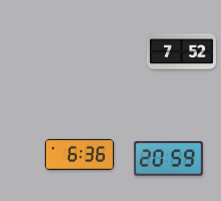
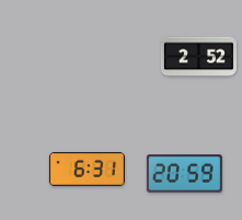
clock at (181, 52): 7:52 -> 2:52
clock at (79, 154): 6:36 -> 6:31
